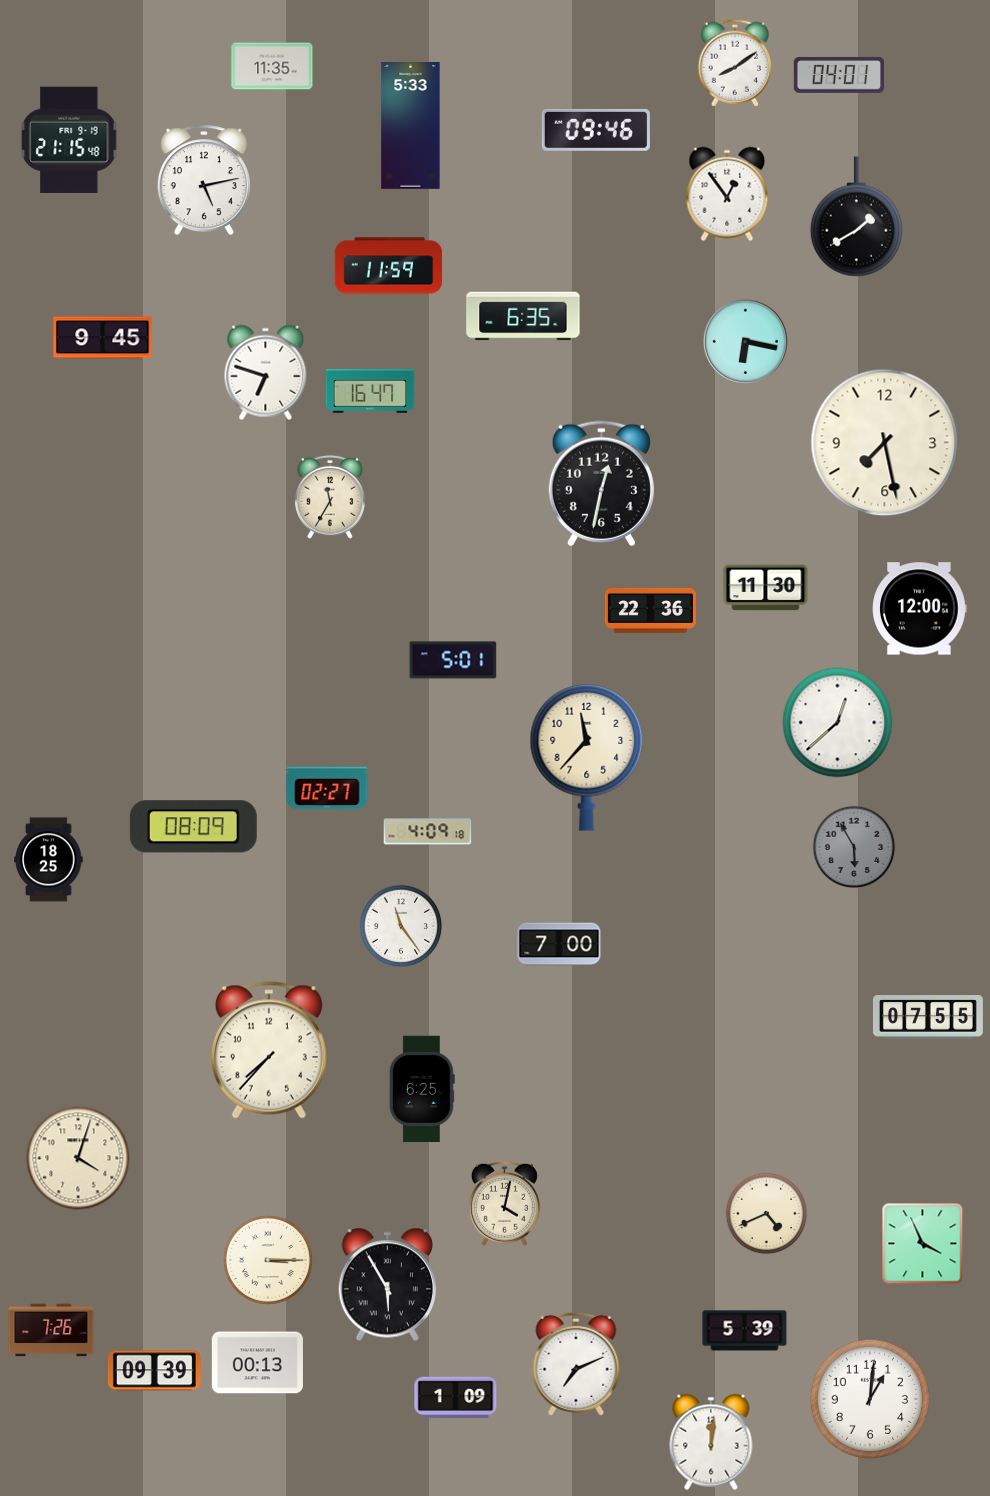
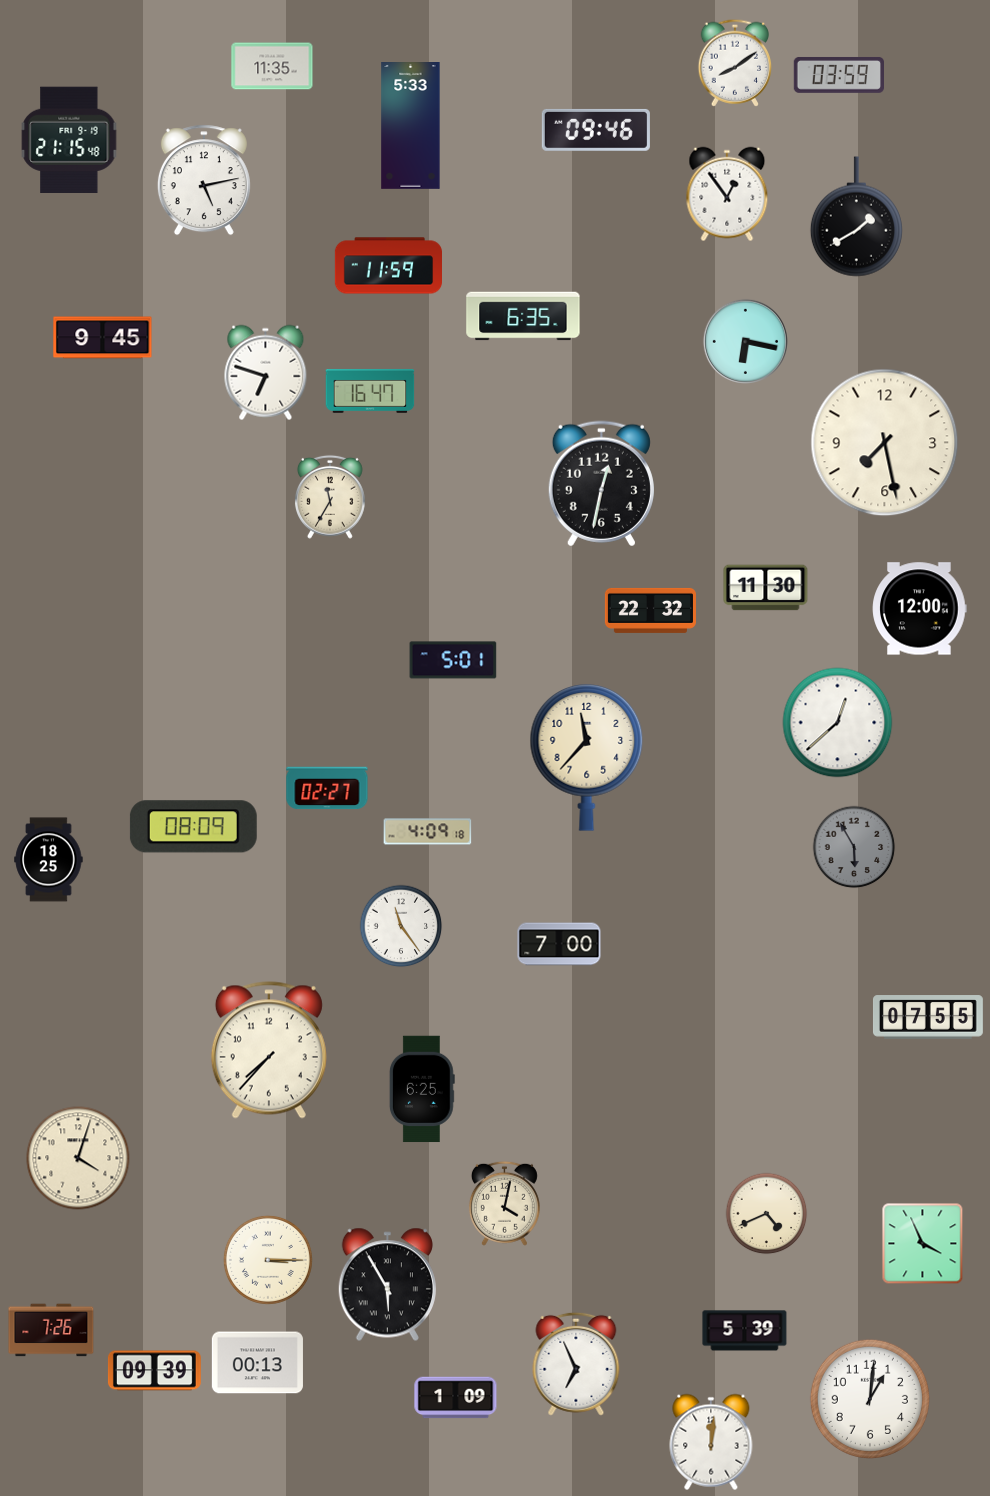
clock at (838, 75): 04:01 -> 03:59
clock at (650, 610): 22:36 -> 22:32
clock at (576, 1364): 7:11 -> 6:56
